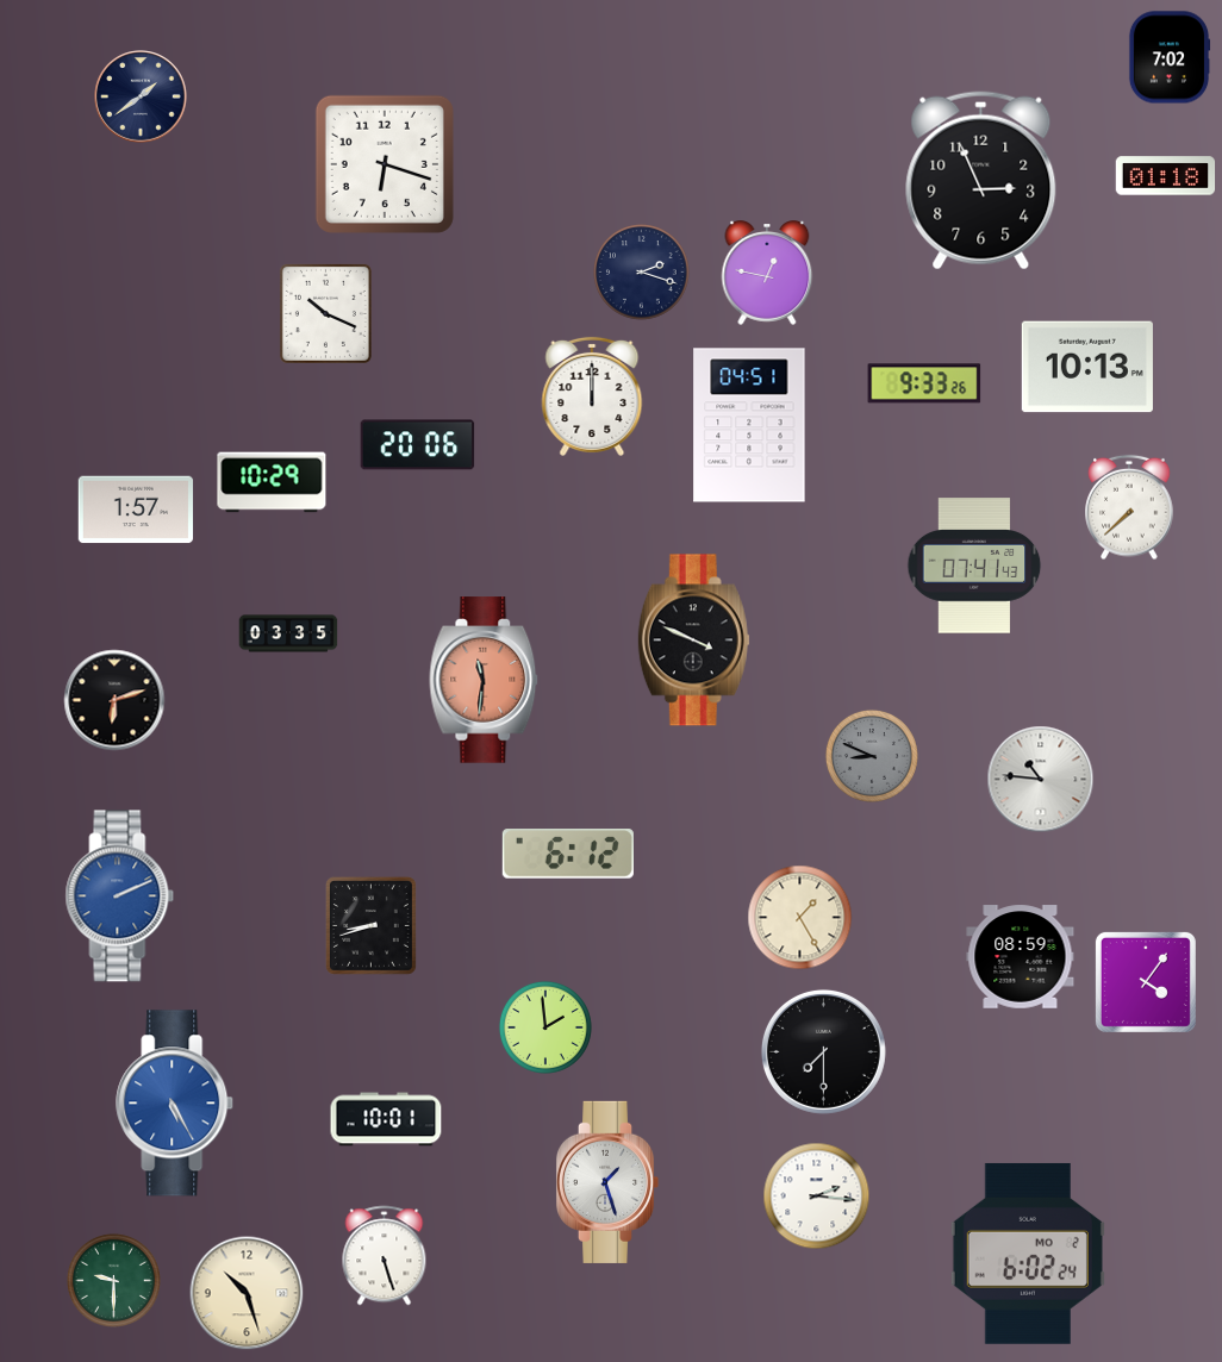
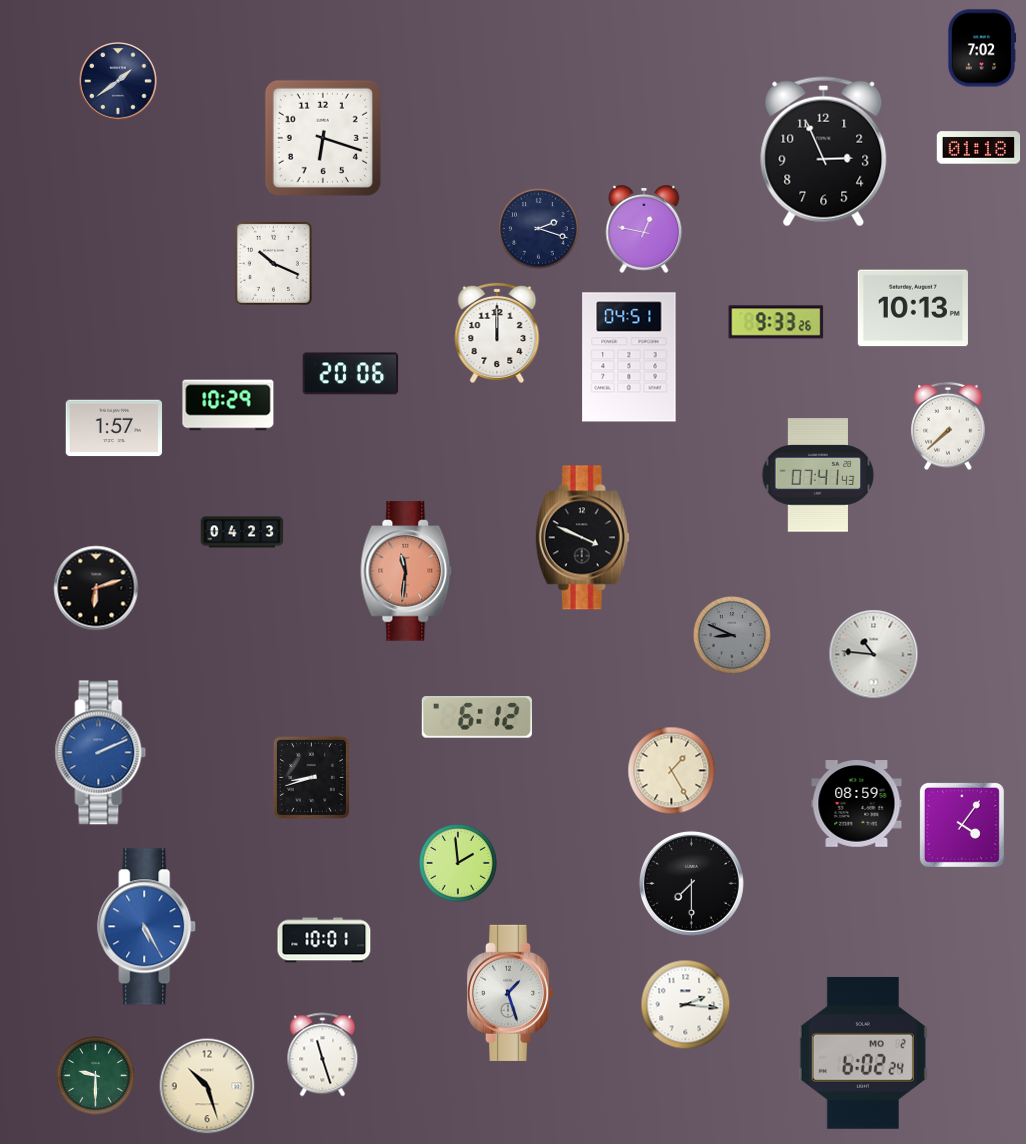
clock at (288, 633): 03:35 -> 04:23
clock at (385, 1256): 5:27 -> 11:27
